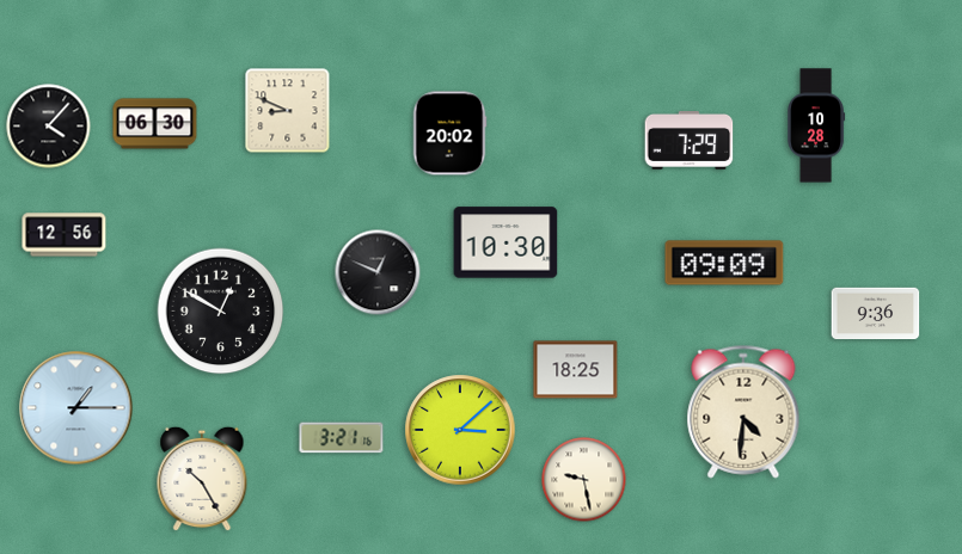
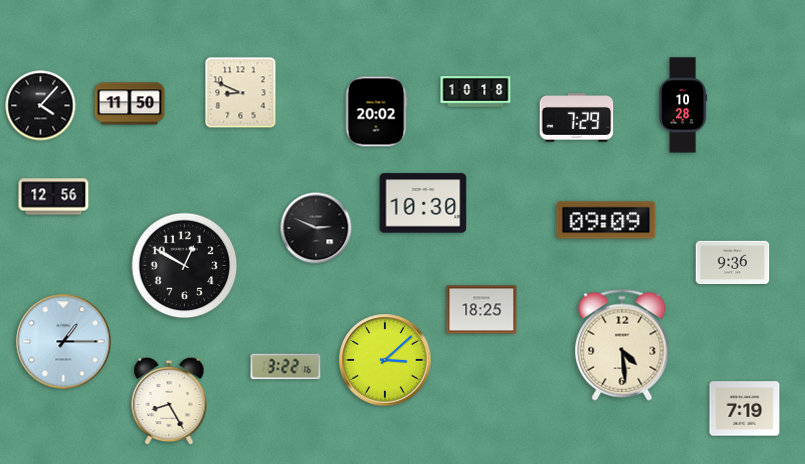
clock at (476, 92): none -> 10:18
clock at (155, 124): 06:30 -> 11:50
clock at (378, 272): 12:49 -> 2:49
clock at (221, 312) position: (221, 312) -> (185, 266)
clock at (743, 412): 4:31 -> 4:29
clock at (342, 438): 3:21 -> 3:22
clock at (202, 479): 10:25 -> 8:25
clock at (584, 480): 9:28 -> none
clock at (745, 409): none -> 7:19
